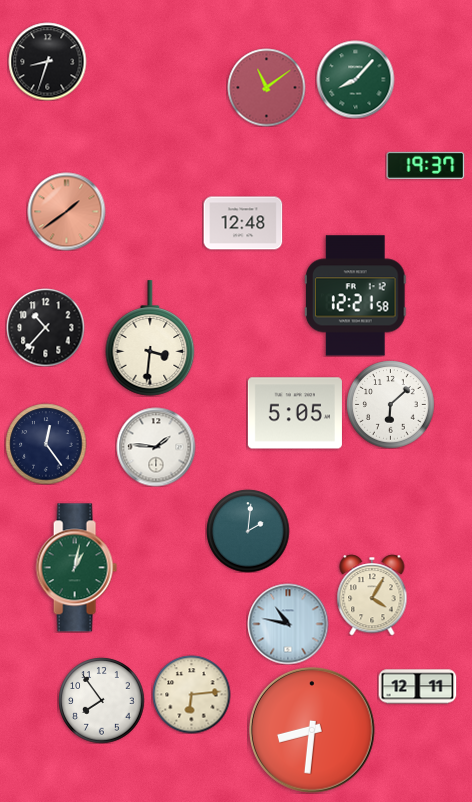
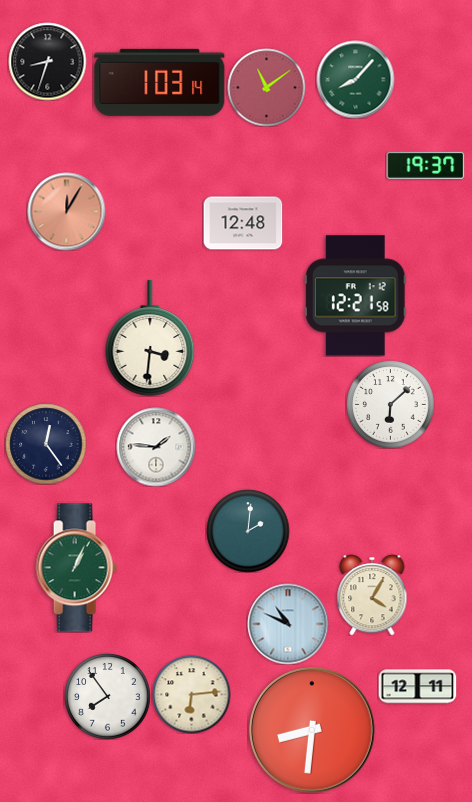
clock at (160, 82): none -> 1:03
clock at (66, 211): 1:39 -> 12:05
clock at (45, 327): 10:37 -> none
clock at (295, 413): 5:05 -> none
clock at (76, 568): 1:02 -> 1:04
clock at (288, 624): 10:47 -> 10:49
clock at (101, 700) position: (101, 700) -> (107, 696)
